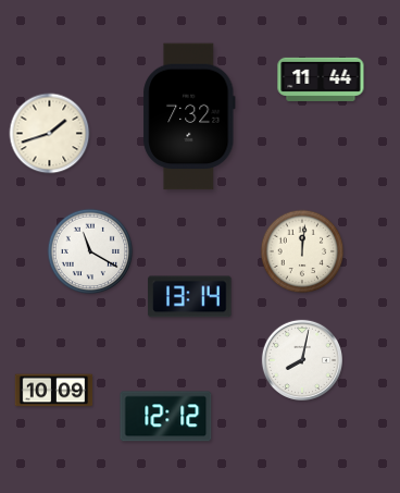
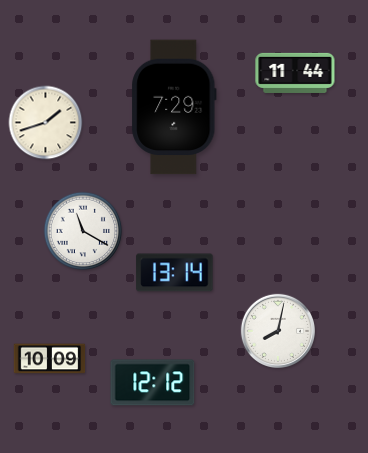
clock at (189, 116): 7:32 -> 7:29
clock at (302, 251): 12:01 -> none
